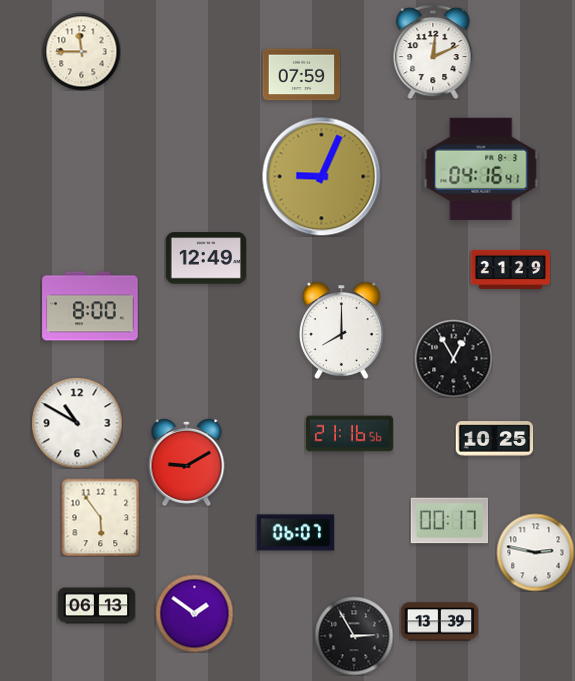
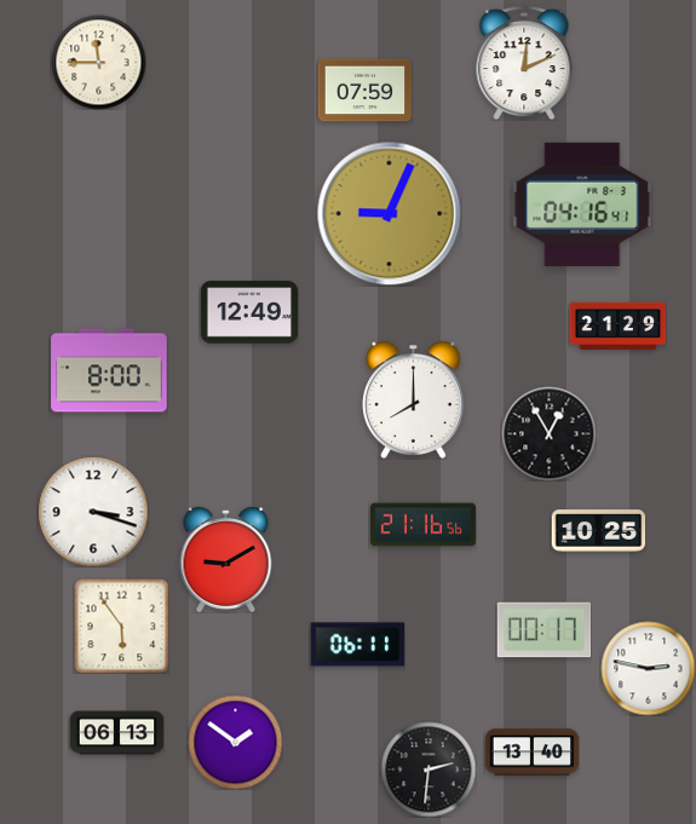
clock at (77, 423): 10:50 -> 3:18
clock at (295, 533): 06:07 -> 06:11
clock at (439, 622): 13:39 -> 13:40
clock at (354, 636): 2:55 -> 2:31
